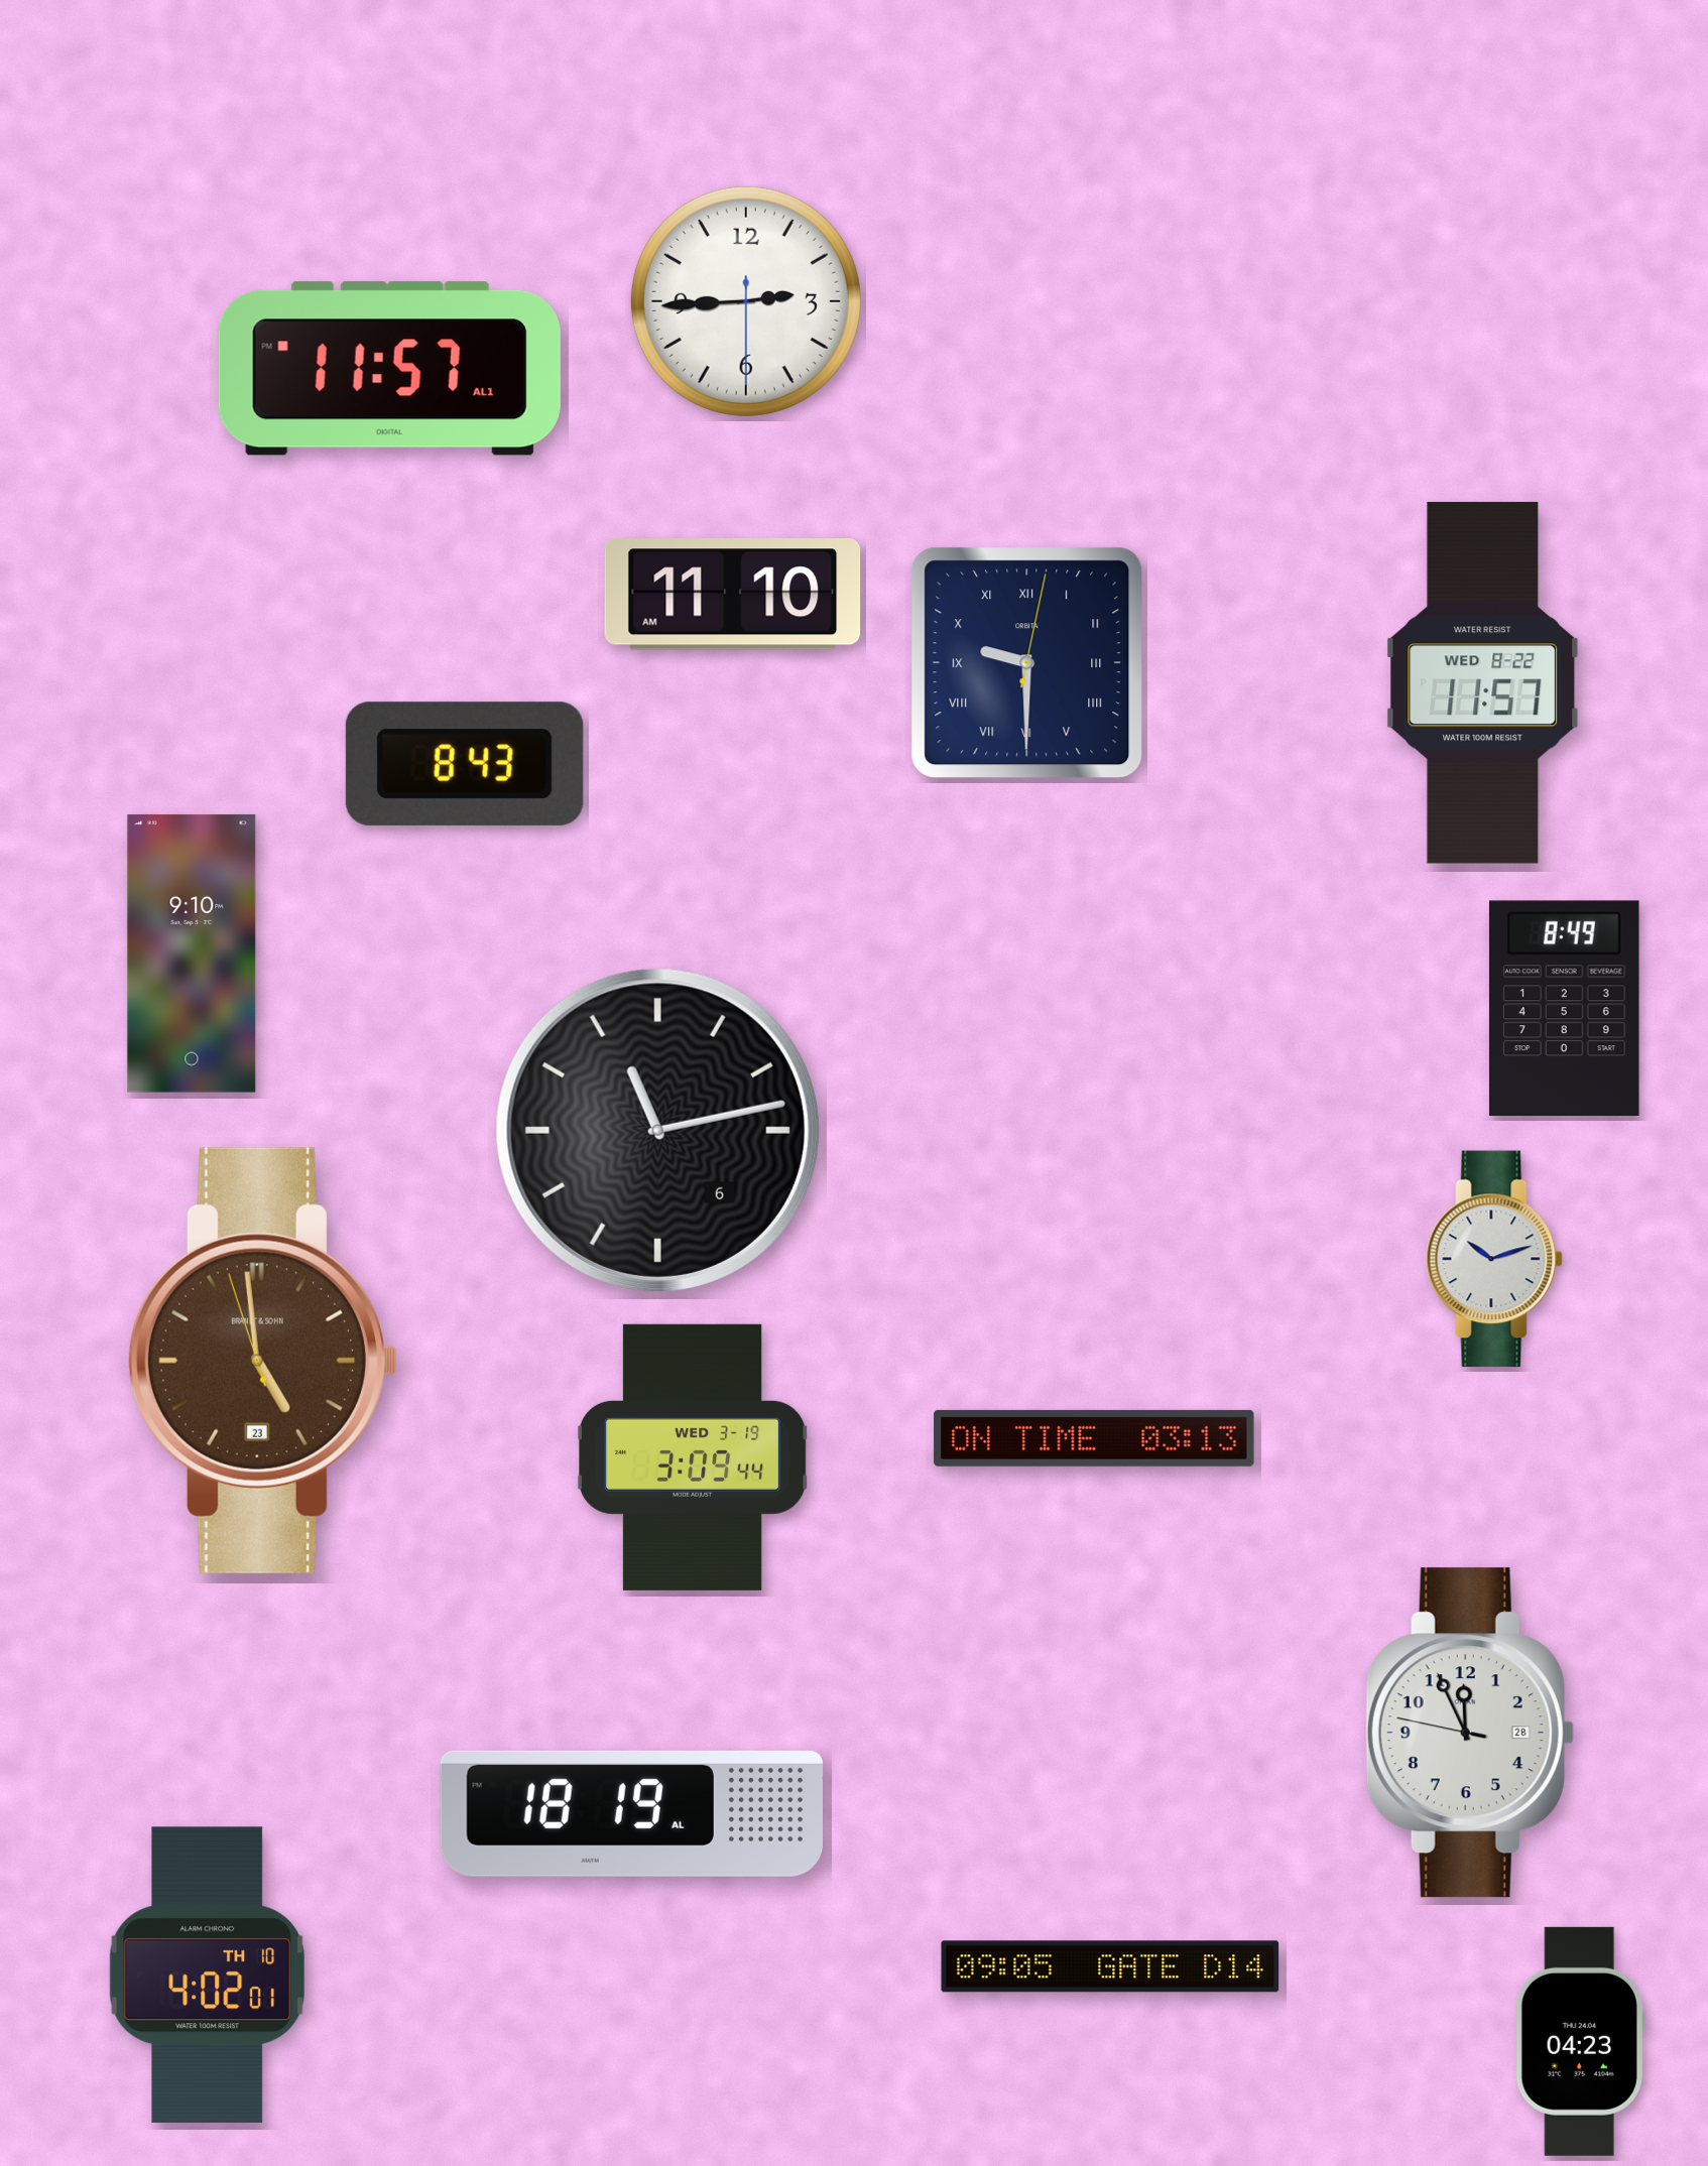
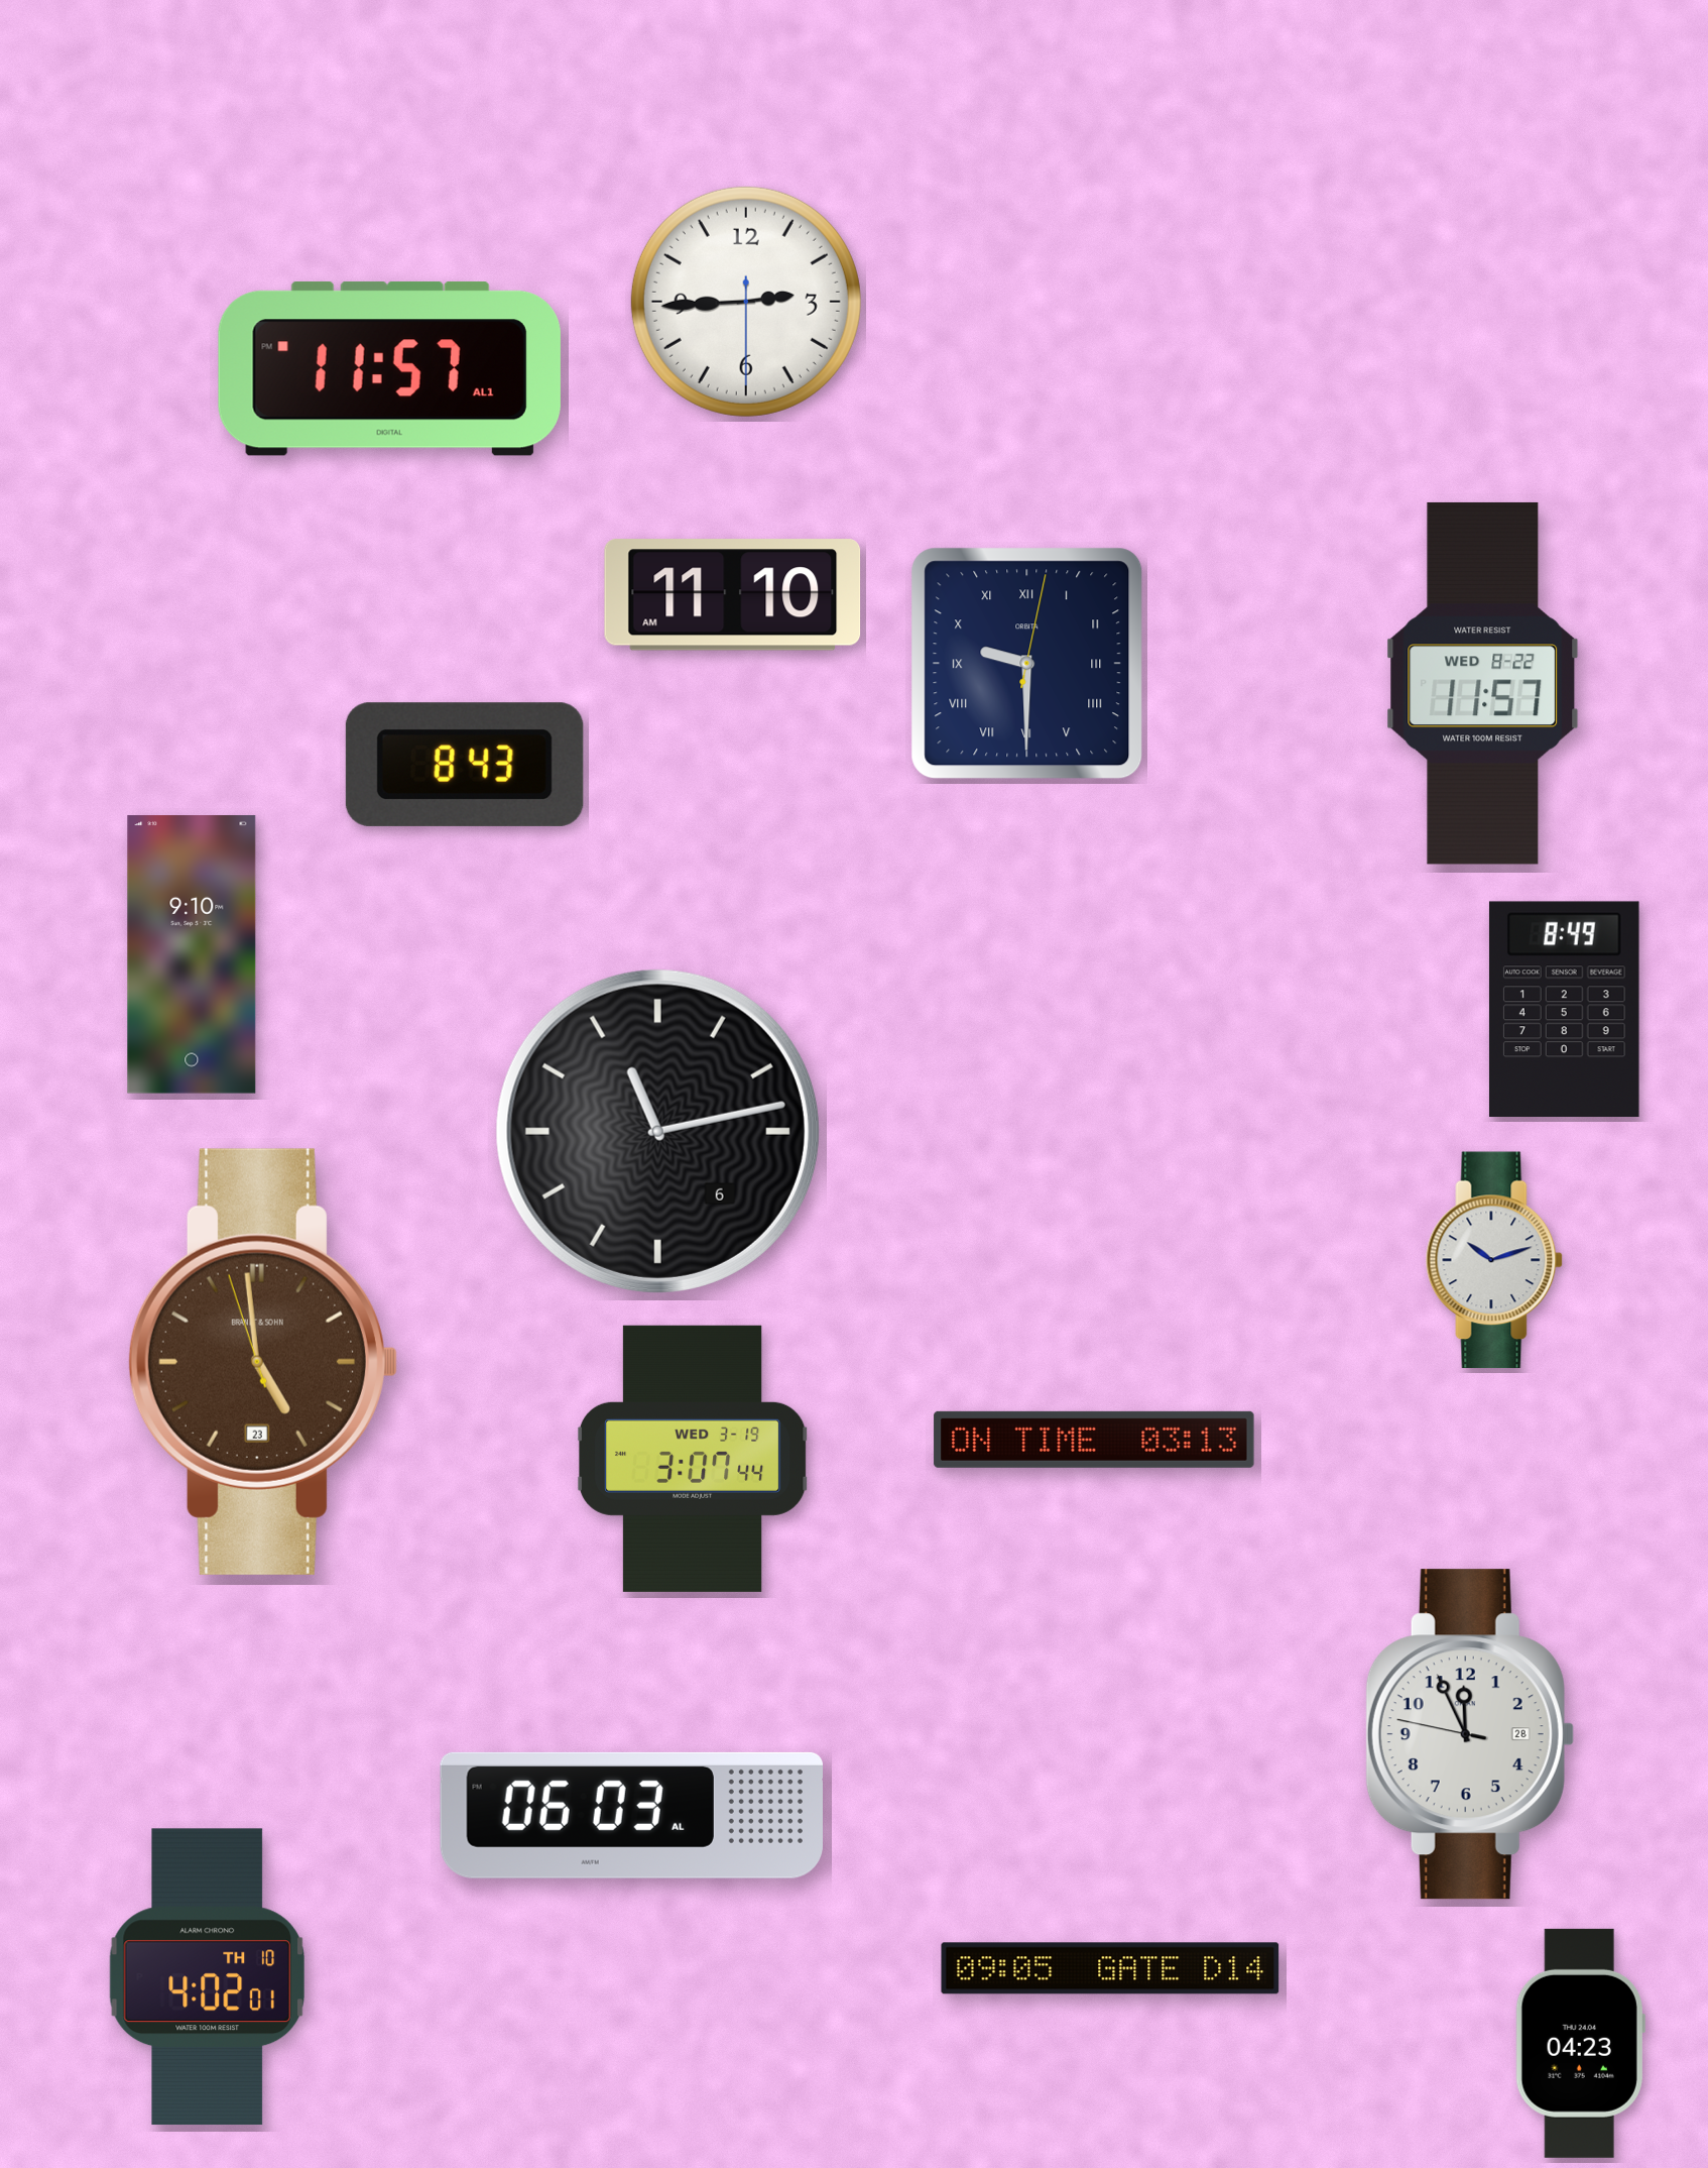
clock at (694, 1457): 3:09 -> 3:07
clock at (631, 1813): 18:19 -> 06:03
